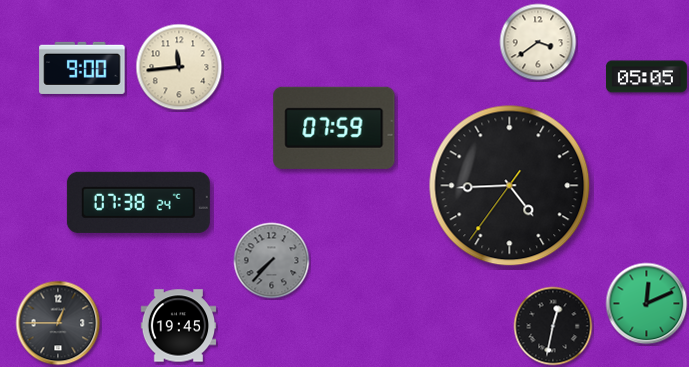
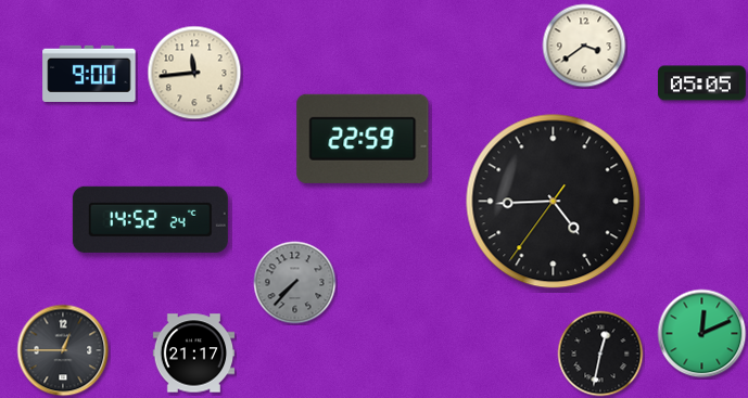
clock at (334, 128): 07:59 -> 22:59
clock at (138, 202): 07:38 -> 14:52
clock at (647, 304) position: (647, 304) -> (702, 334)
clock at (179, 326): 19:45 -> 21:17
